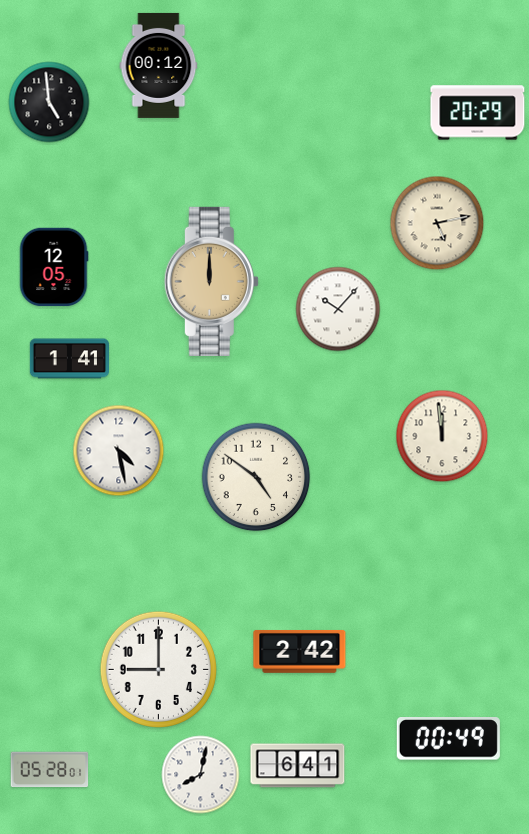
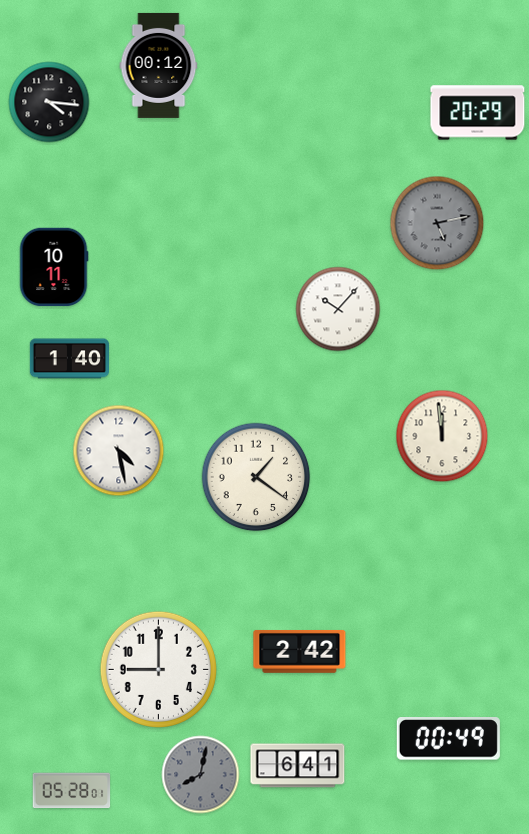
clock at (49, 102): 4:59 -> 4:16
clock at (437, 223) dial: cream -> grey
clock at (54, 267): 12:05 -> 10:11
clock at (211, 281): 12:00 -> none
clock at (69, 359): 1:41 -> 1:40
clock at (256, 477): 4:51 -> 1:21
clock at (50, 770) position: (50, 770) -> (72, 791)
clock at (201, 775) dial: white -> grey
